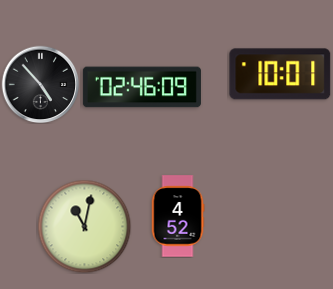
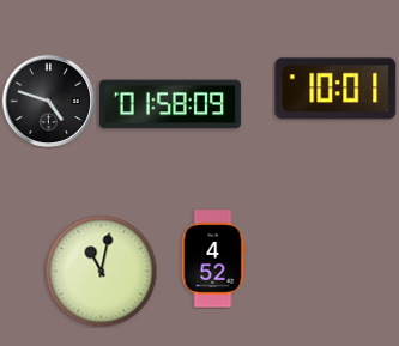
clock at (40, 84): 4:53 -> 4:48
clock at (142, 87): 02:46 -> 01:58
